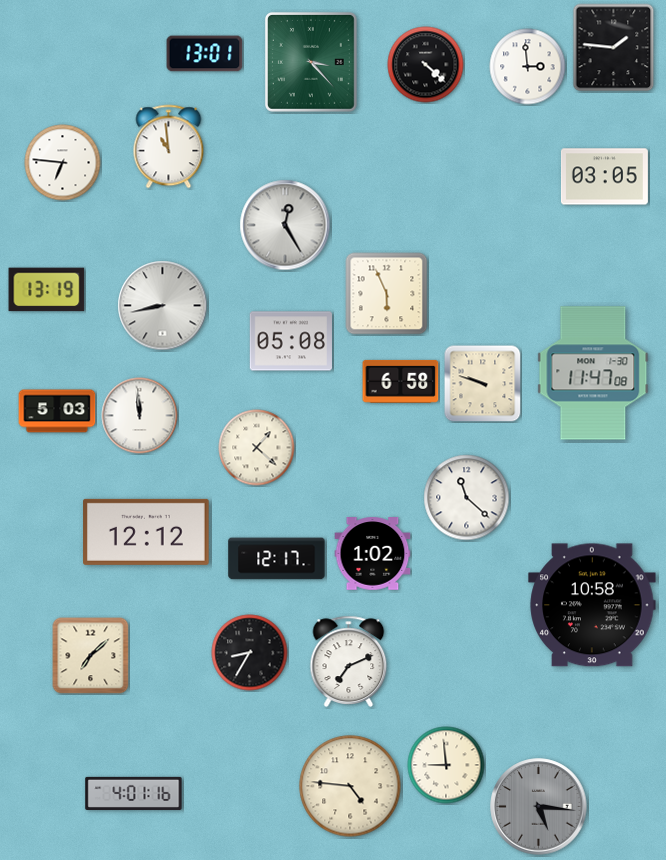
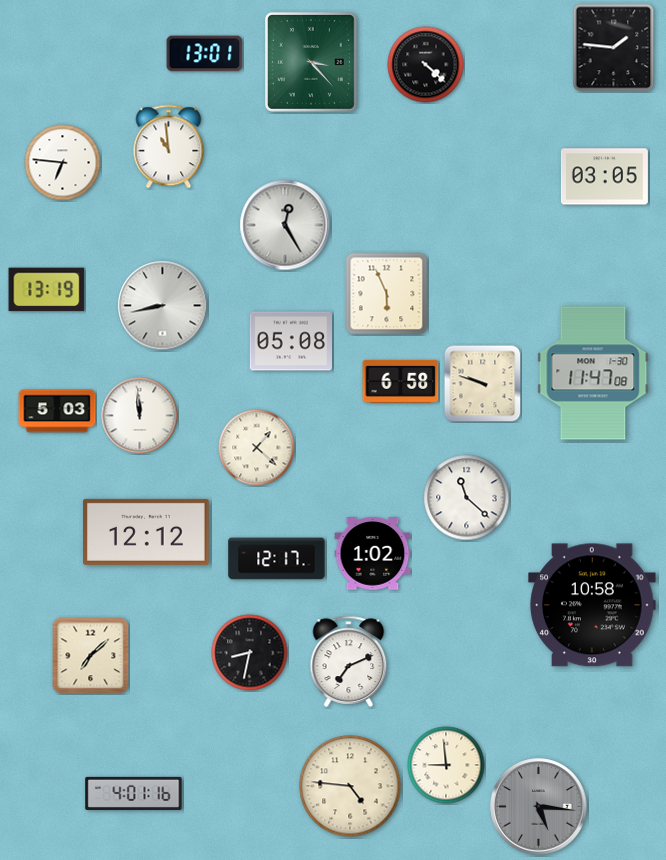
clock at (528, 67): 2:59 -> none
clock at (250, 653): 8:35 -> 8:32
